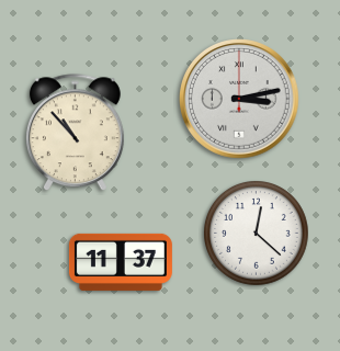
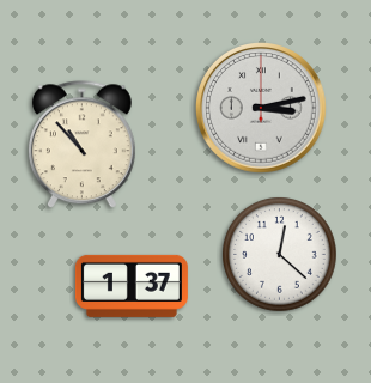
clock at (121, 262): 11:37 -> 1:37
